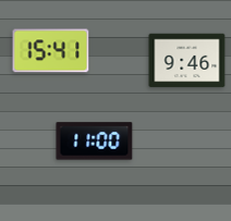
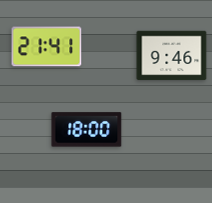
clock at (51, 51): 15:41 -> 21:41
clock at (95, 142): 11:00 -> 18:00
